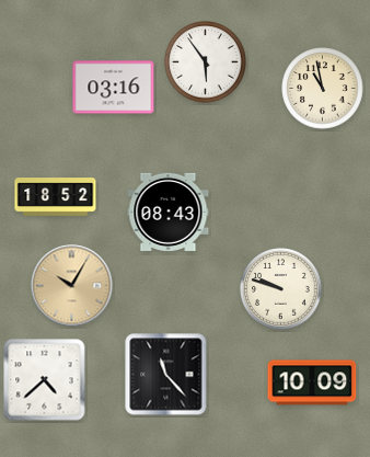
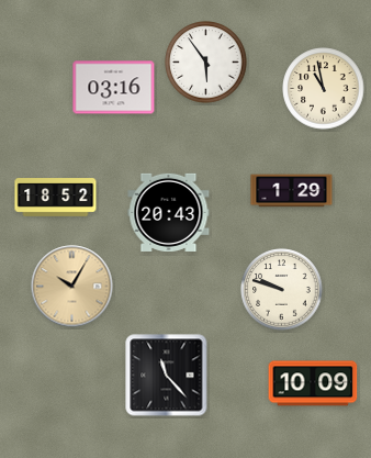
clock at (292, 191): none -> 1:29
clock at (169, 212): 08:43 -> 20:43
clock at (45, 380): 4:38 -> none
